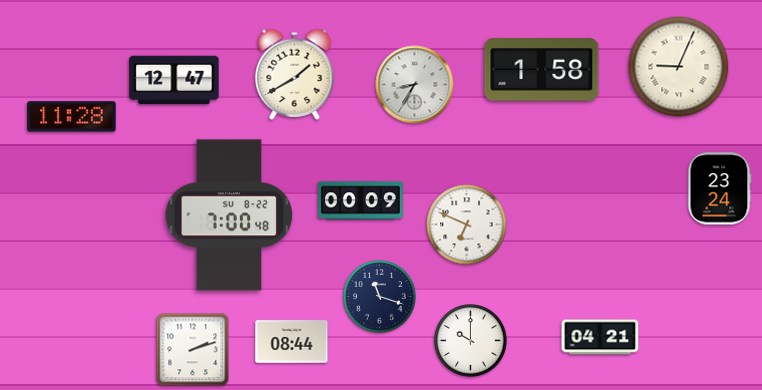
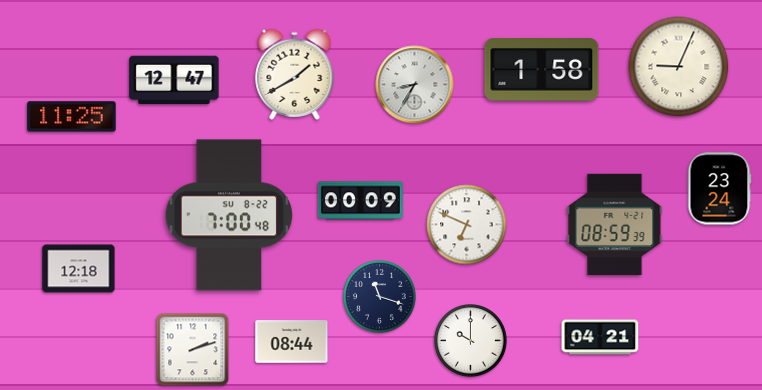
clock at (72, 117): 11:28 -> 11:25
clock at (615, 224): none -> 08:59
clock at (79, 269): none -> 12:18
